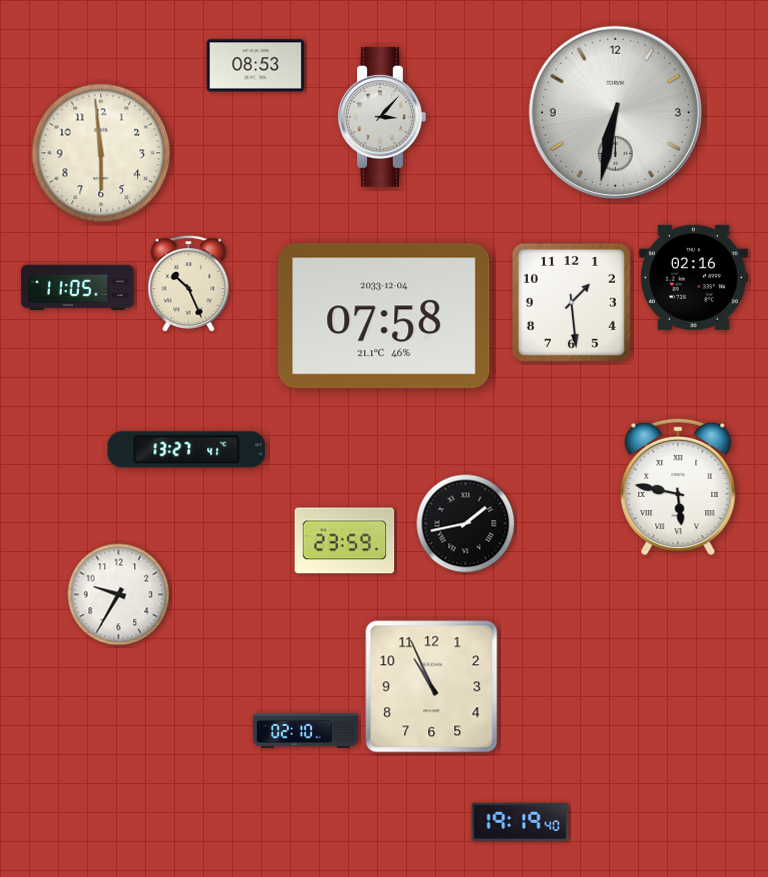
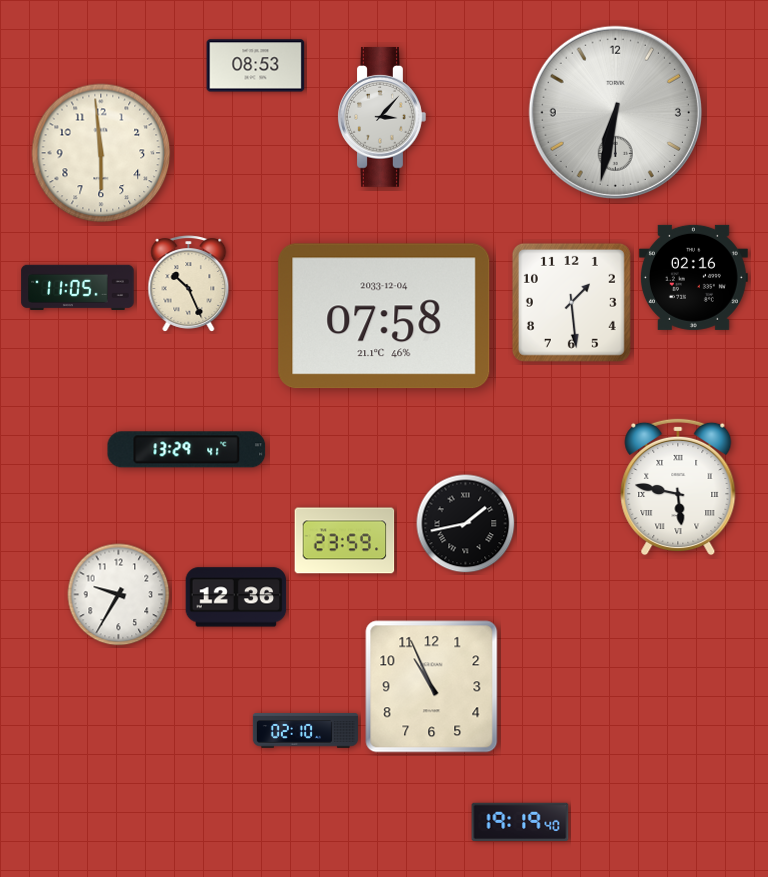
clock at (187, 450): 13:27 -> 13:29
clock at (236, 597): none -> 12:36
